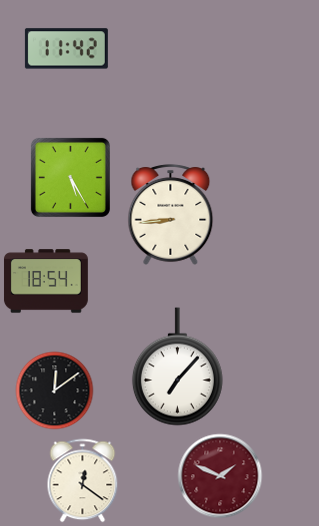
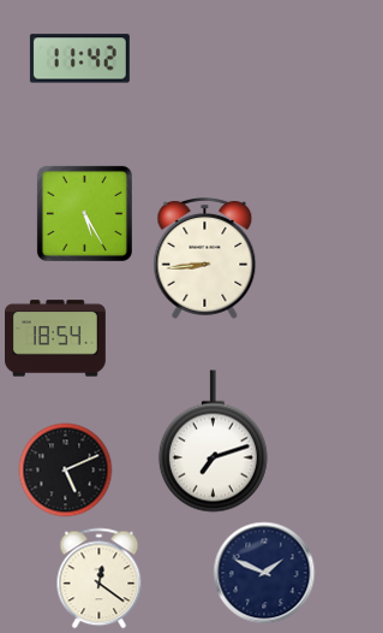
clock at (177, 367): 7:07 -> 7:12
clock at (54, 390): 12:09 -> 5:11
clock at (220, 476) dial: burgundy -> navy
